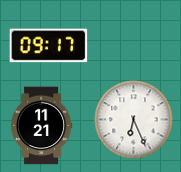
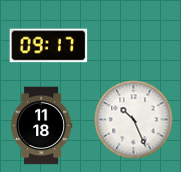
clock at (133, 119): 6:26 -> 10:26
clock at (41, 125): 11:21 -> 11:18
